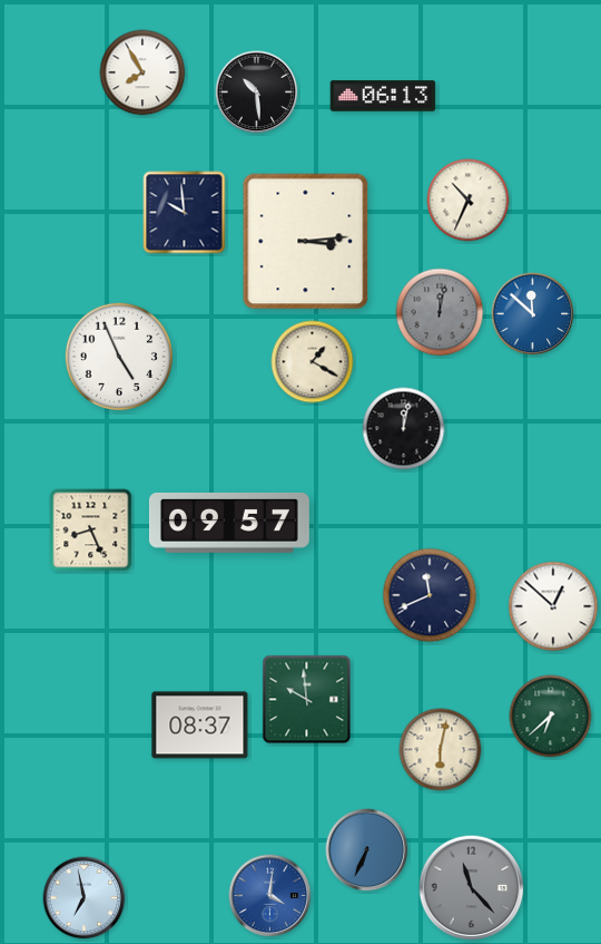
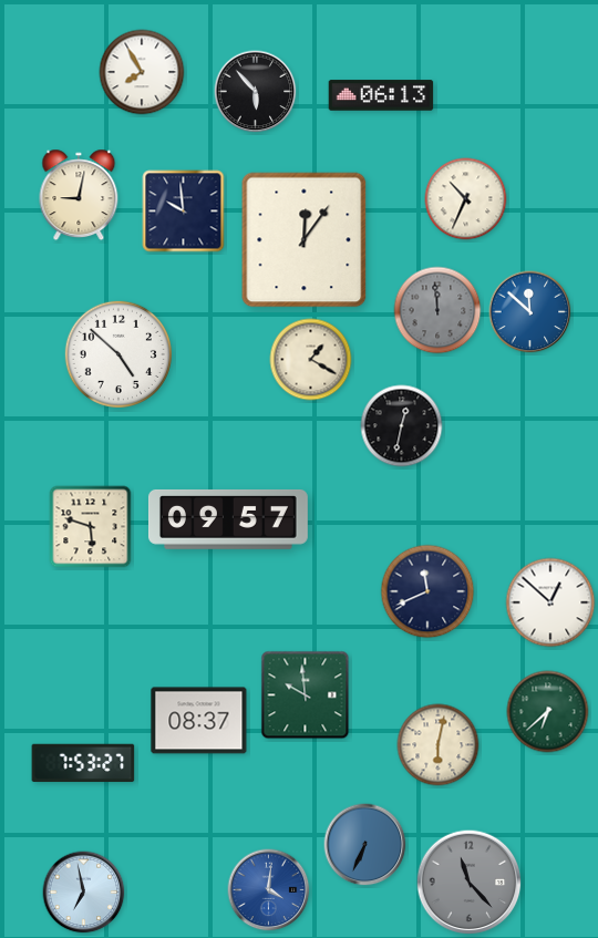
clock at (257, 93): 10:29 -> 5:53
clock at (79, 195): none -> 9:02
clock at (306, 242): 3:14 -> 12:06
clock at (440, 312): 12:02 -> 11:59
clock at (118, 356): 4:56 -> 4:52
clock at (404, 429): 12:02 -> 12:32
clock at (91, 531): 8:26 -> 5:48
clock at (83, 763): none -> 7:53
